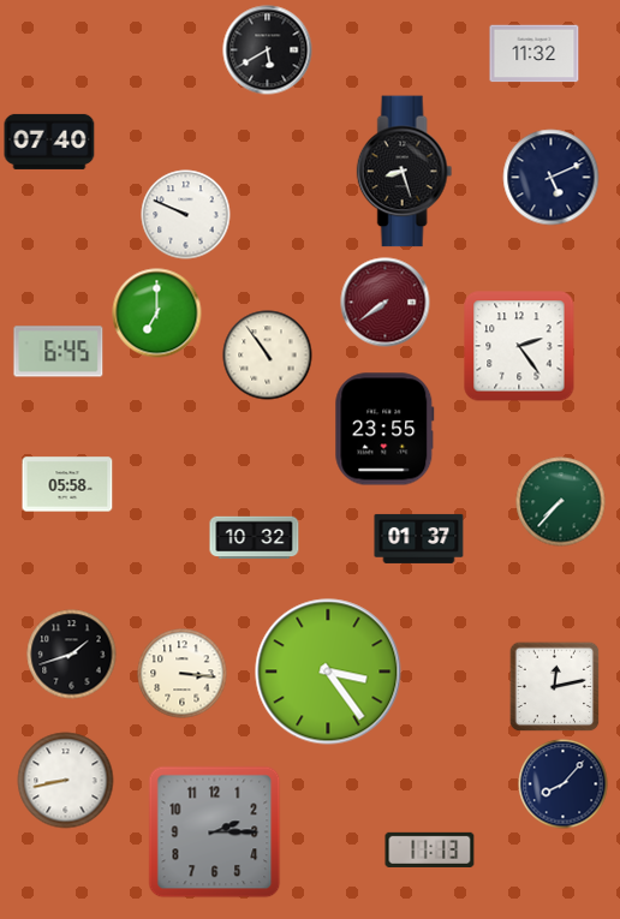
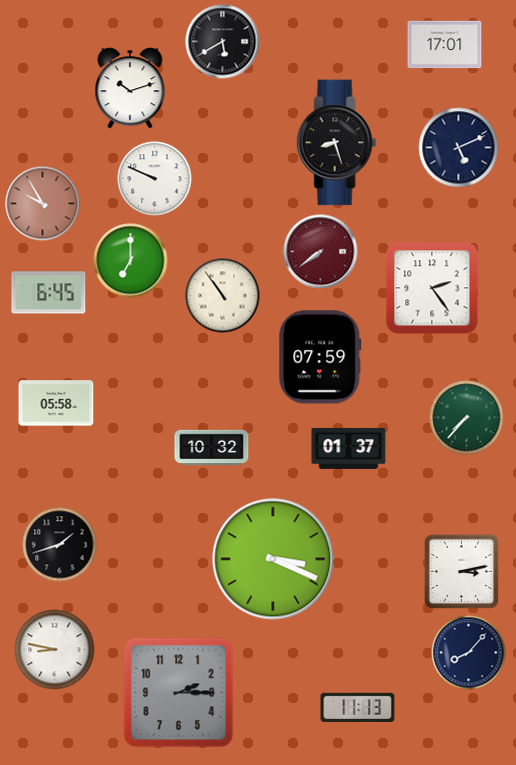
clock at (535, 54): 11:32 -> 17:01
clock at (130, 88): none -> 10:12
clock at (49, 142): 07:40 -> none
clock at (43, 204): none -> 9:55
clock at (384, 429): 23:55 -> 07:59
clock at (328, 672): 3:24 -> 3:19
clock at (183, 674): 3:16 -> none
clock at (555, 687): 12:13 -> 3:13
clock at (66, 781): 8:43 -> 8:47
